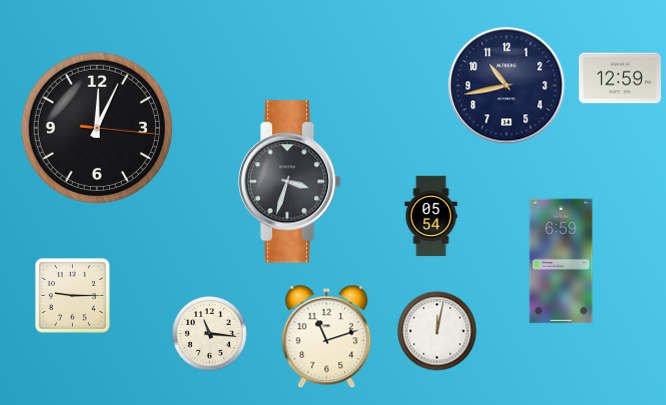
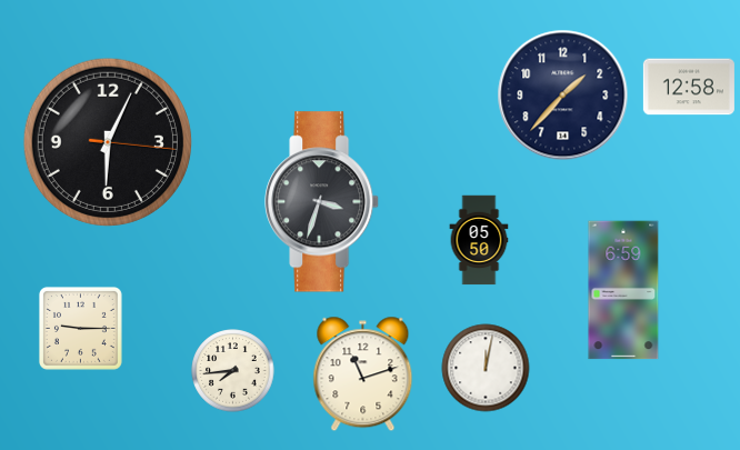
clock at (620, 78): 12:59 -> 12:58
clock at (507, 86): 10:43 -> 1:37
clock at (97, 128): 12:04 -> 6:04
clock at (431, 216): 05:54 -> 05:50
clock at (210, 334): 11:16 -> 7:44
